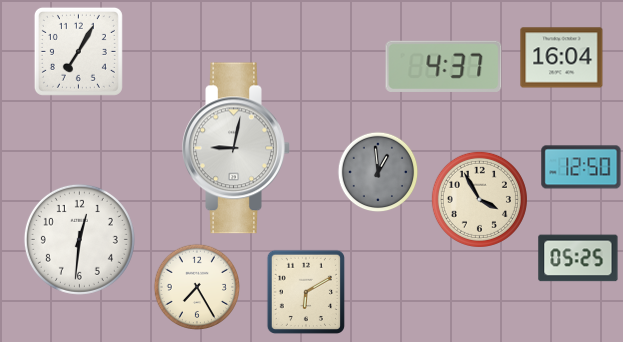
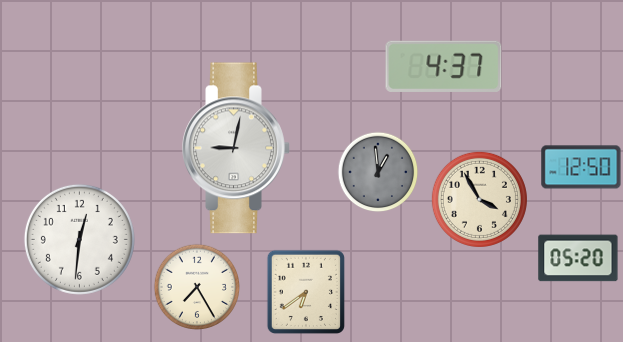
clock at (78, 51): 7:05 -> none
clock at (562, 58): 16:04 -> none
clock at (578, 258): 05:25 -> 05:20
clock at (306, 291): 6:10 -> 6:39
